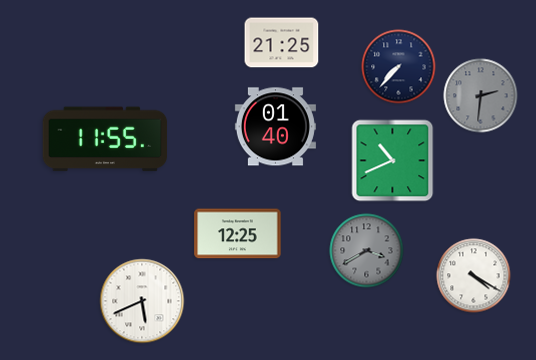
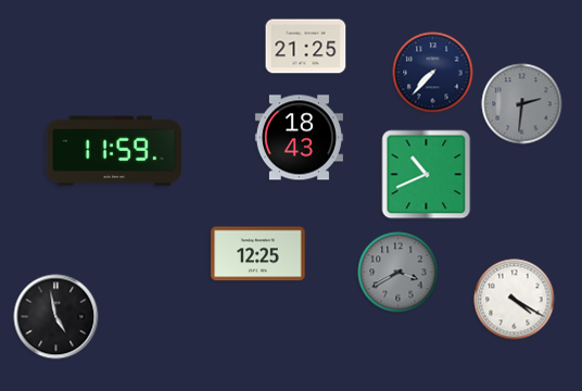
clock at (275, 127): 01:40 -> 18:43
clock at (105, 139): 11:55 -> 11:59
clock at (56, 317): none -> 4:58
clock at (142, 301): 5:41 -> none
